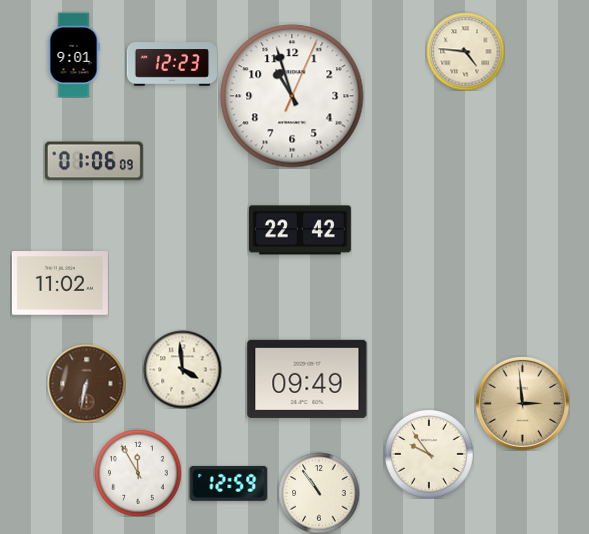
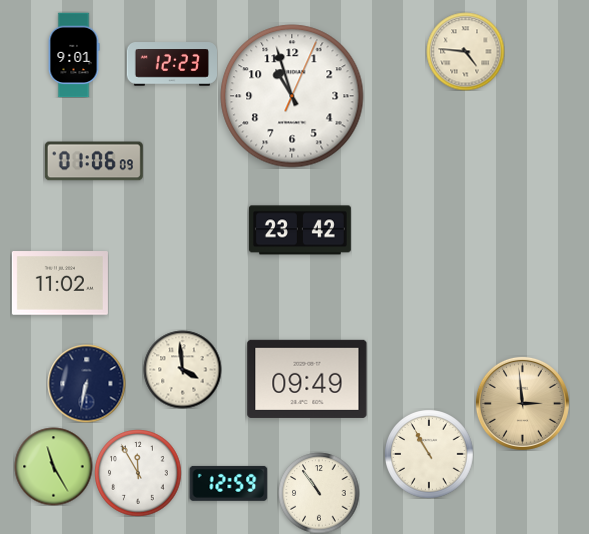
clock at (300, 230): 22:42 -> 23:42
clock at (86, 383) dial: brown -> navy
clock at (429, 454): 9:54 -> 10:55
clock at (53, 466): none -> 11:25
